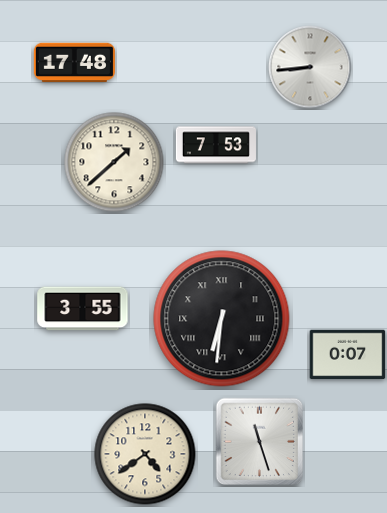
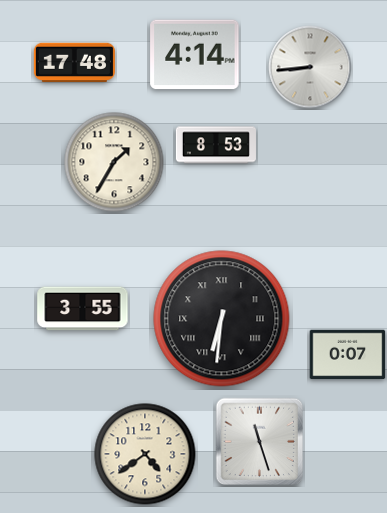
clock at (195, 55): none -> 4:14
clock at (216, 145): 7:53 -> 8:53
clock at (114, 162): 1:38 -> 1:35
